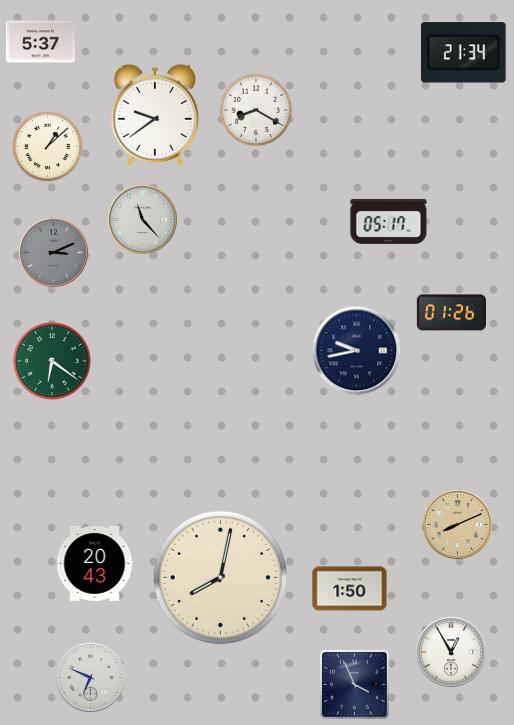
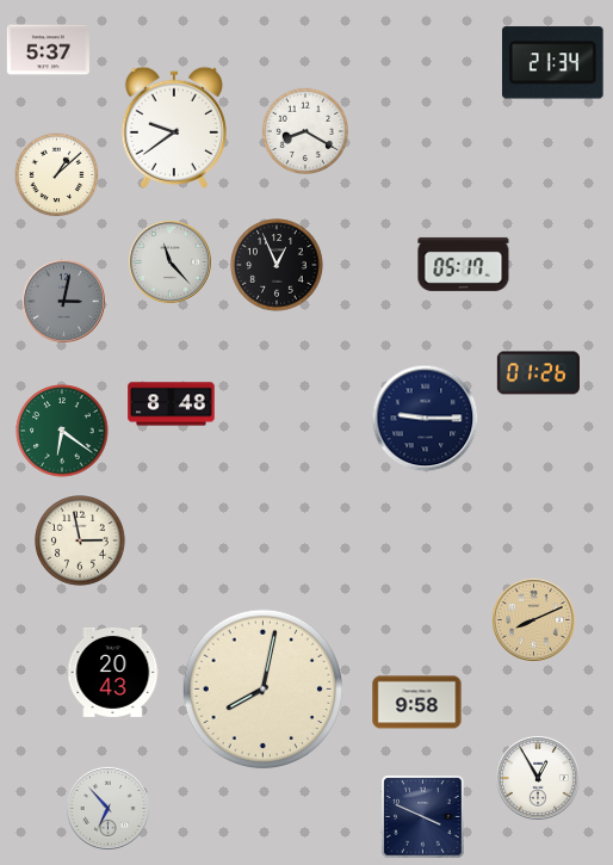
clock at (154, 115) position: (154, 115) -> (173, 128)
clock at (277, 265): none -> 12:56
clock at (53, 252): 3:11 -> 3:02
clock at (172, 404): none -> 8:48
clock at (357, 351): 9:43 -> 9:15
clock at (81, 542): none -> 2:58
clock at (457, 524) position: (457, 524) -> (533, 619)
clock at (350, 589): 1:50 -> 9:58
clock at (90, 677): 6:49 -> 6:53
clock at (355, 685): 3:56 -> 3:49
